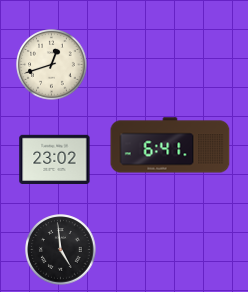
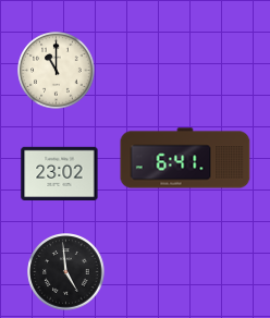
clock at (52, 65): 12:42 -> 11:00
